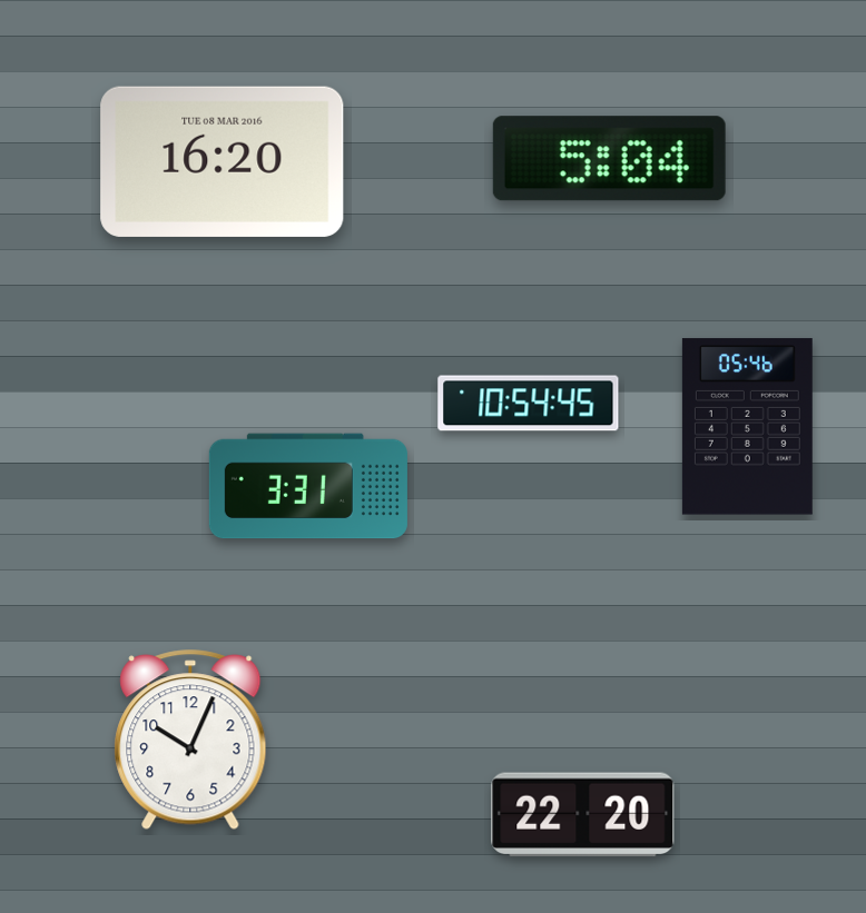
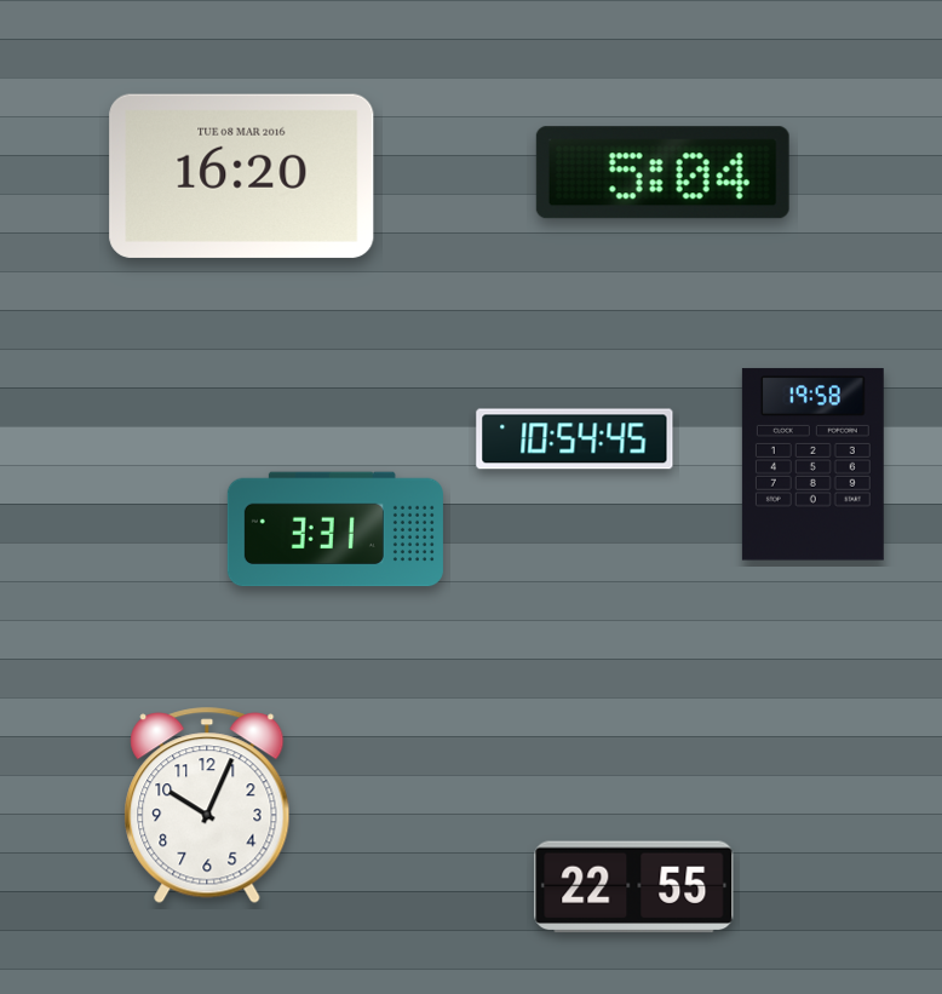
clock at (747, 427): 05:46 -> 19:58
clock at (583, 815): 22:20 -> 22:55
